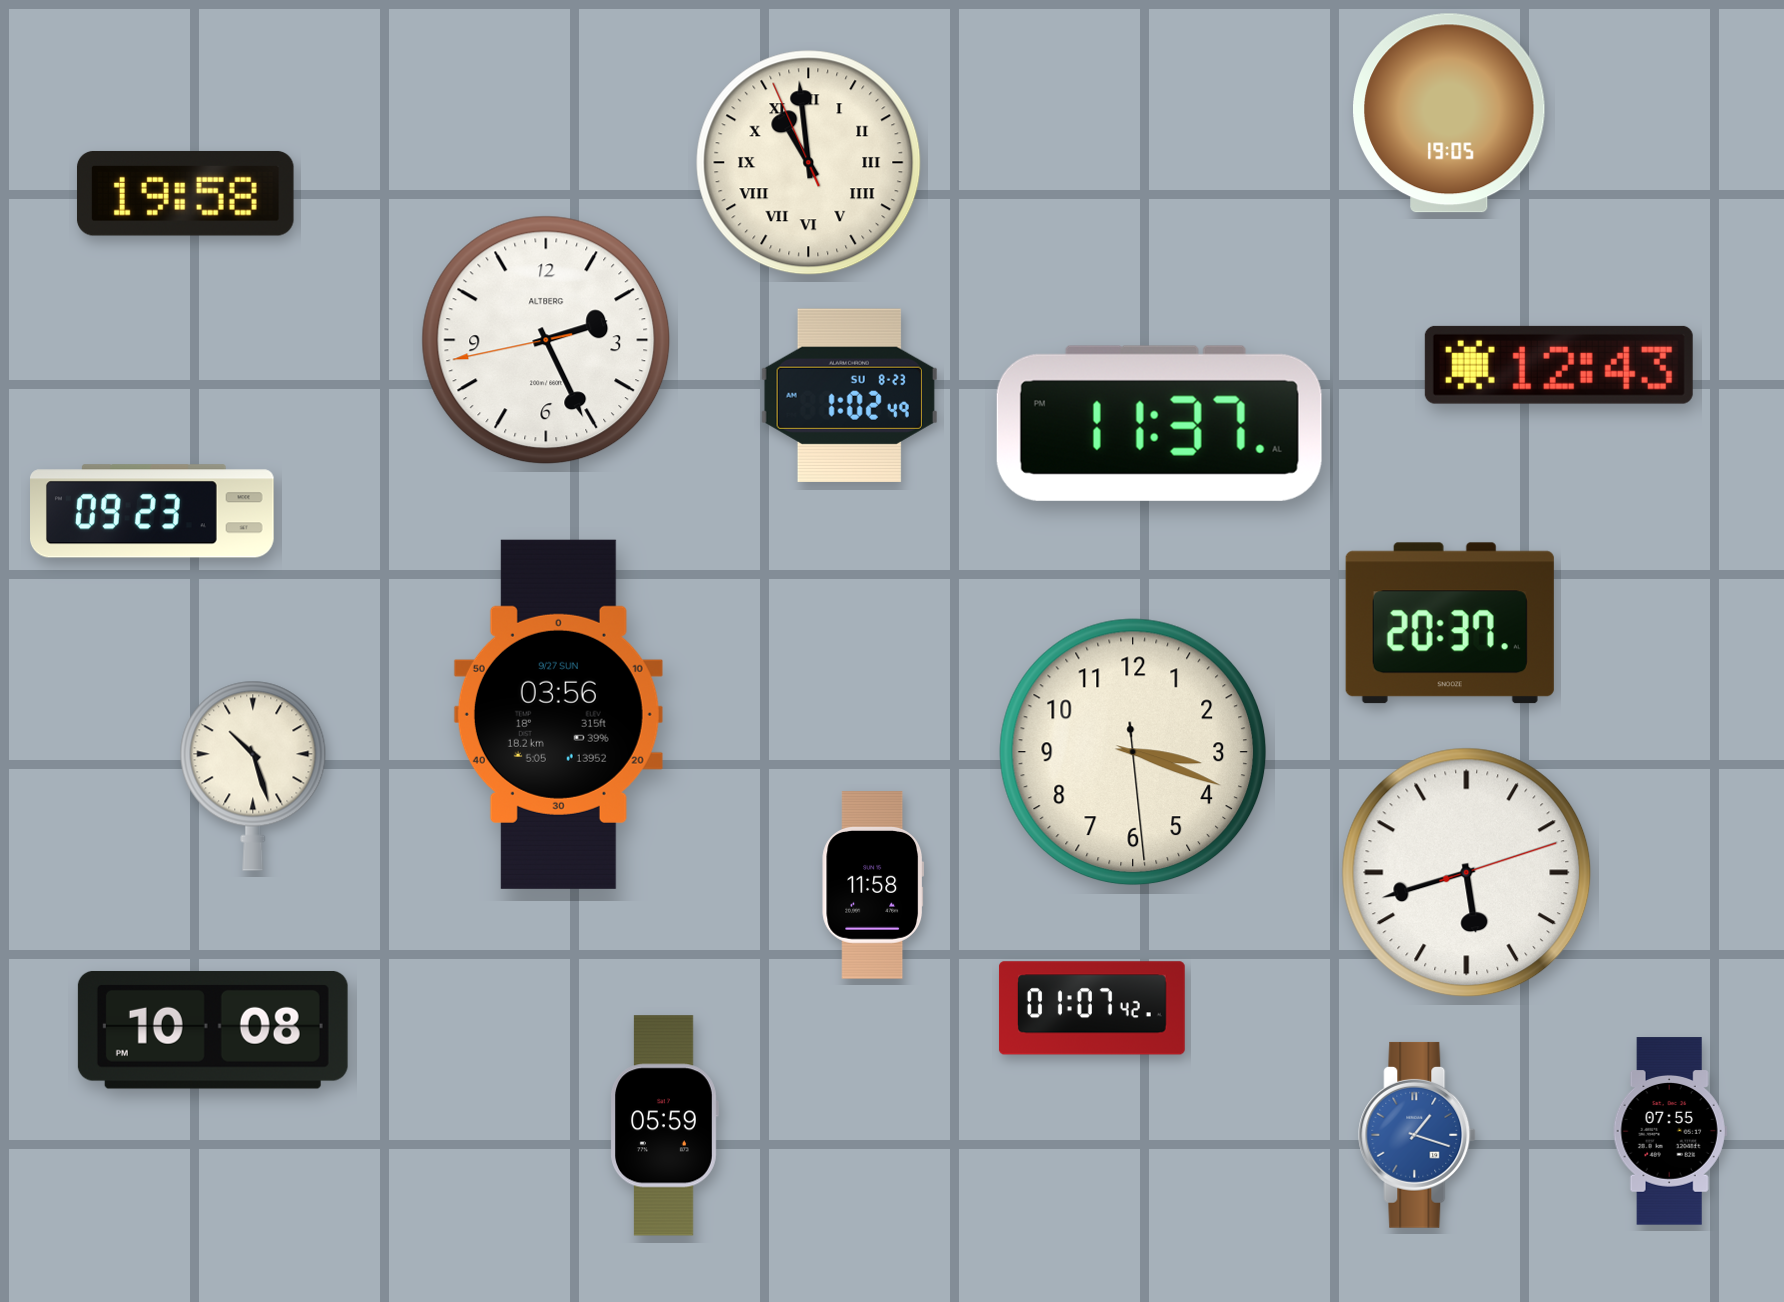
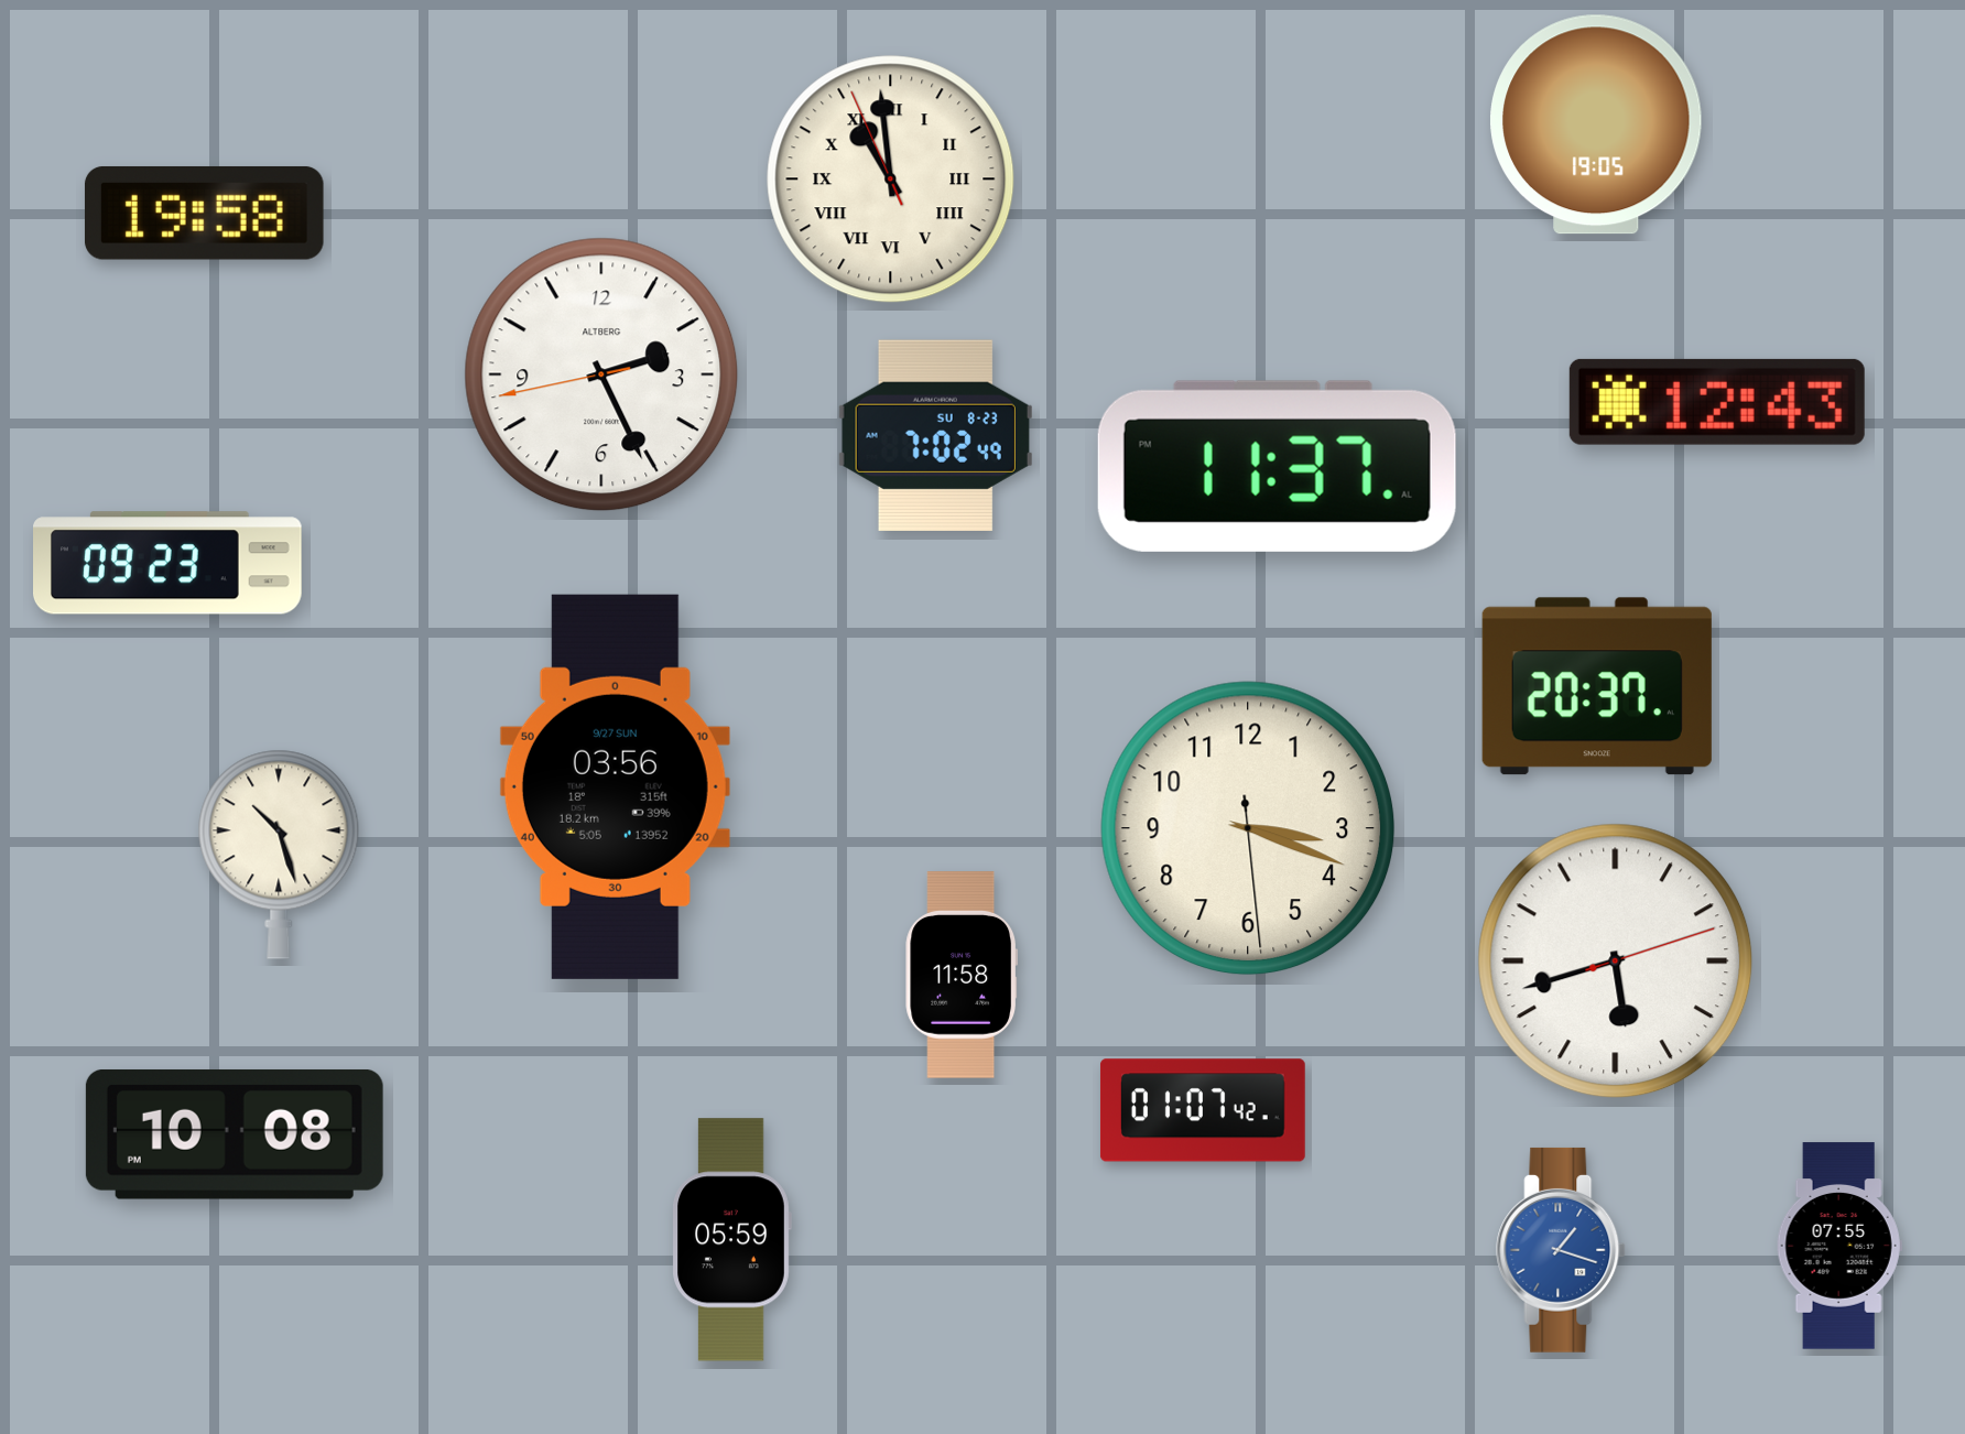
clock at (849, 395): 1:02 -> 7:02
